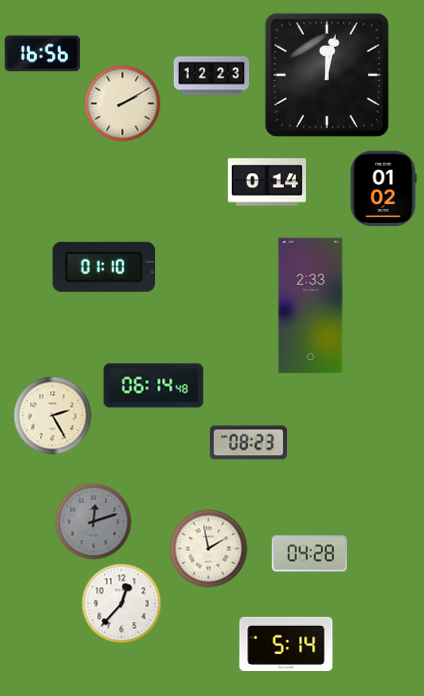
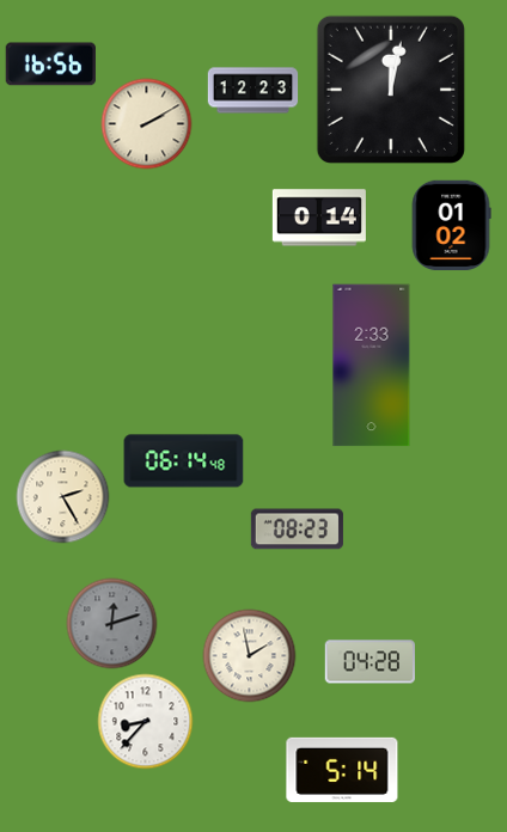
clock at (383, 189) position: (383, 189) -> (451, 226)
clock at (104, 267): 01:10 -> none
clock at (122, 604): 12:37 -> 8:37
